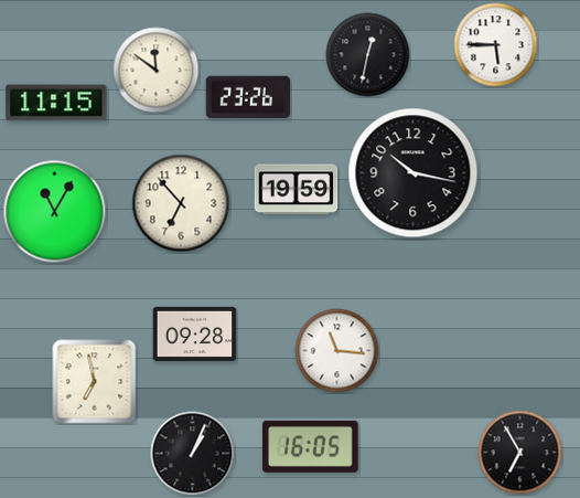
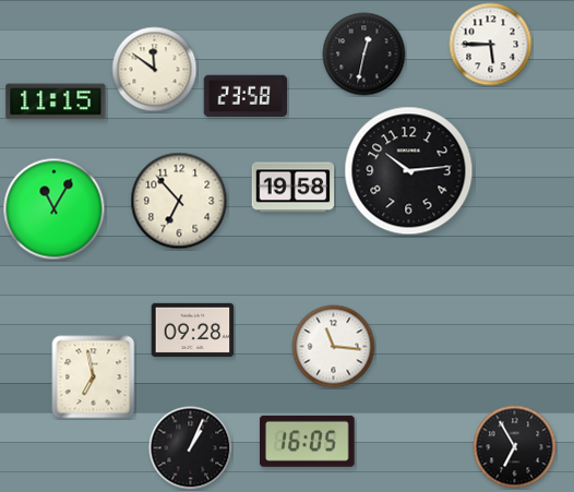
clock at (248, 97): 23:26 -> 23:58
clock at (413, 173): 10:17 -> 10:14
clock at (297, 190): 19:59 -> 19:58
